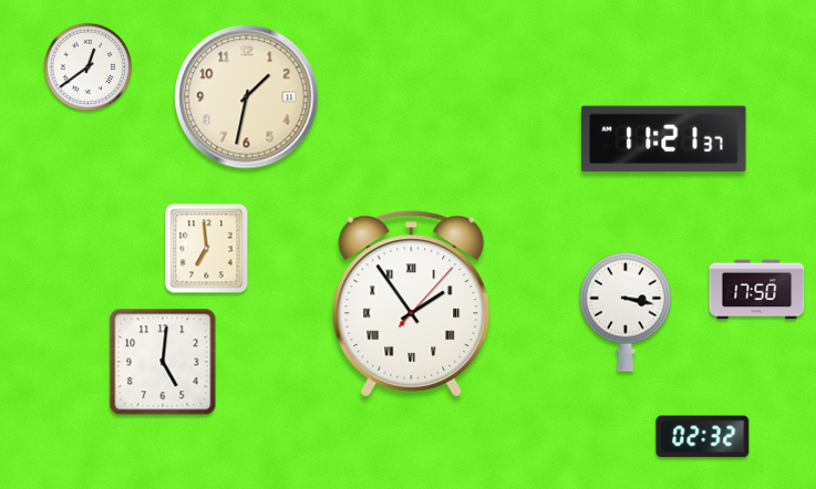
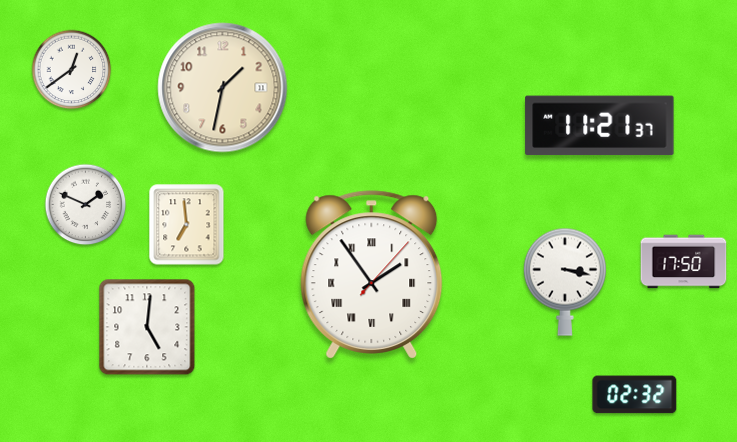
clock at (89, 67) position: (89, 67) -> (72, 70)
clock at (86, 205): none -> 1:49
